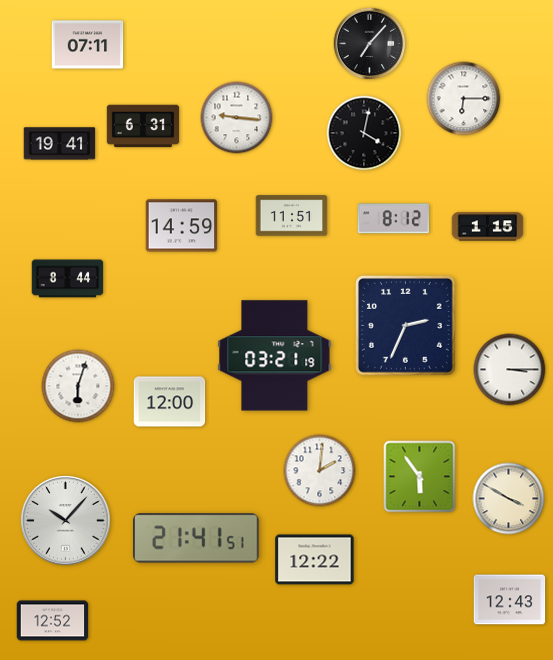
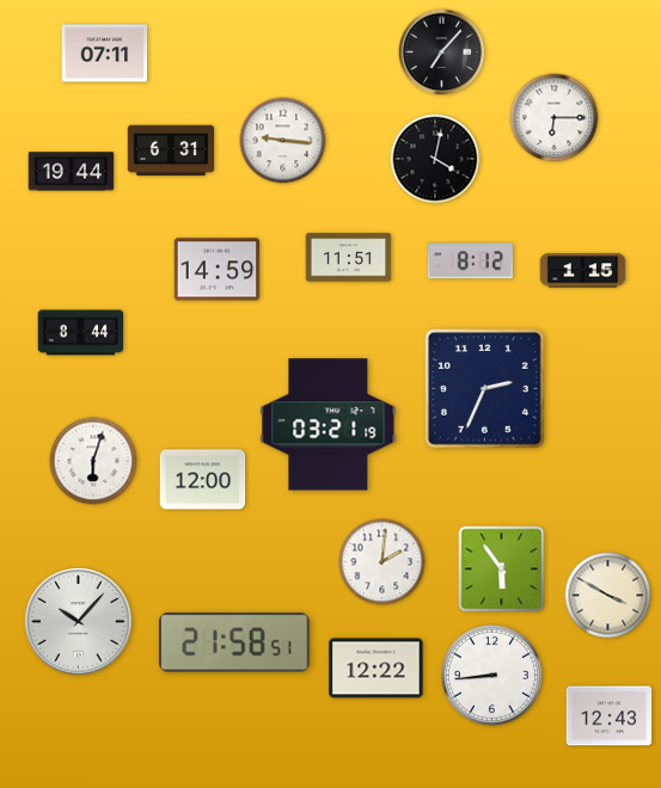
clock at (60, 144): 19:41 -> 19:44
clock at (510, 370): 3:15 -> none
clock at (197, 538): 21:41 -> 21:58
clock at (491, 675): none -> 8:44
clock at (53, 621): 12:52 -> none
